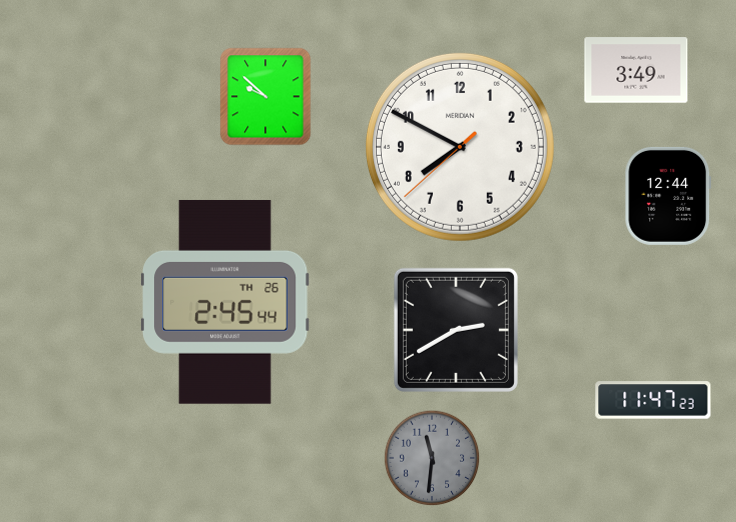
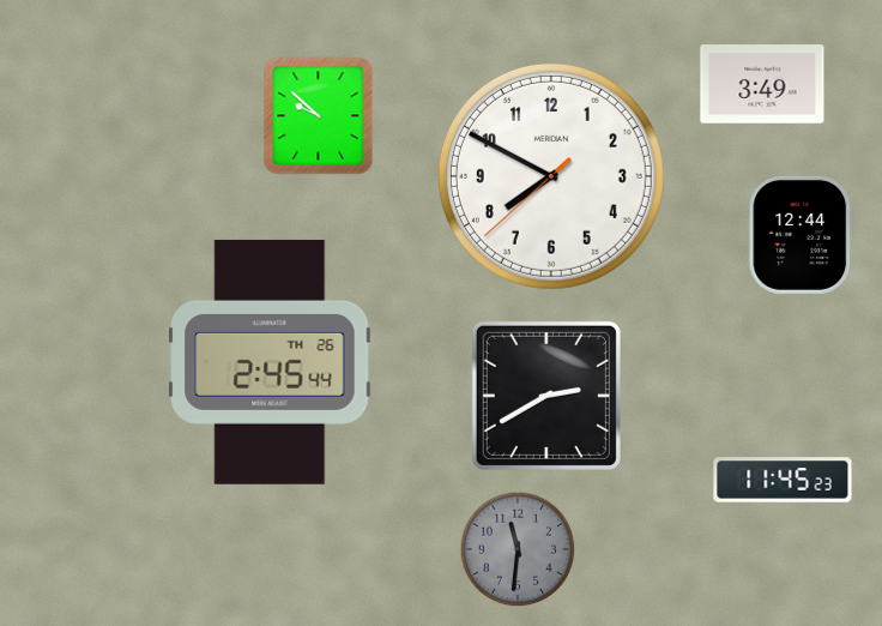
clock at (653, 400): 11:47 -> 11:45
